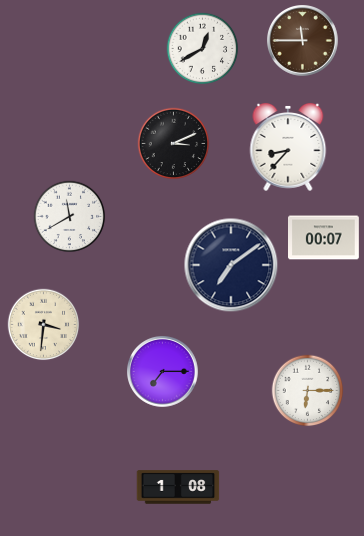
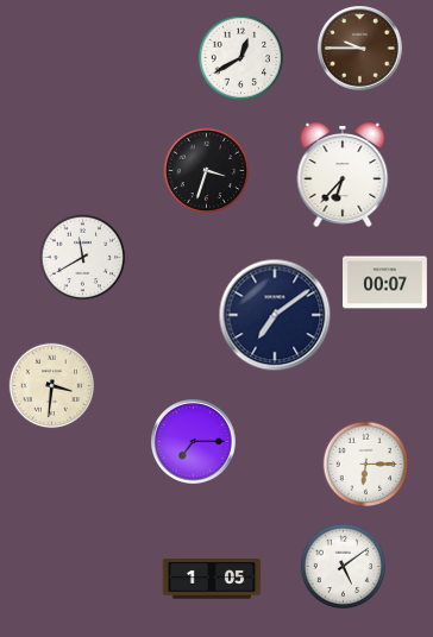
clock at (303, 41): 11:45 -> 9:45
clock at (174, 144): 3:11 -> 3:33
clock at (288, 147): 8:37 -> 6:37
clock at (344, 567): none -> 5:09
clock at (178, 487): 1:08 -> 1:05
